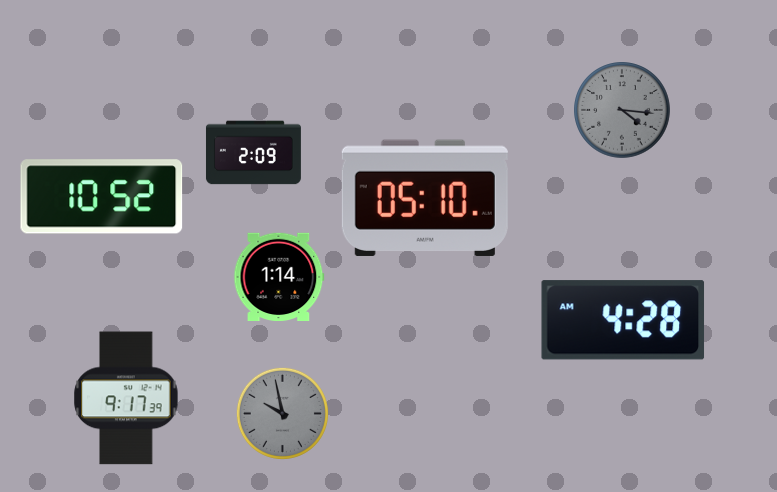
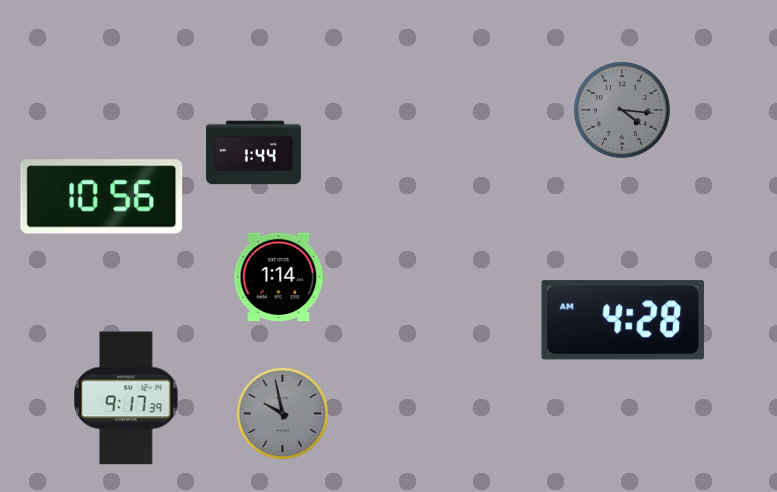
clock at (253, 153): 2:09 -> 1:44
clock at (102, 197): 10:52 -> 10:56
clock at (425, 198): 05:10 -> none
